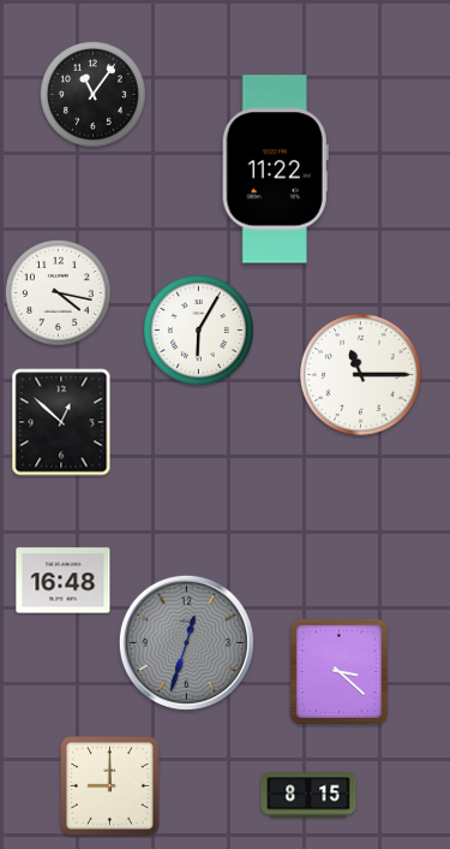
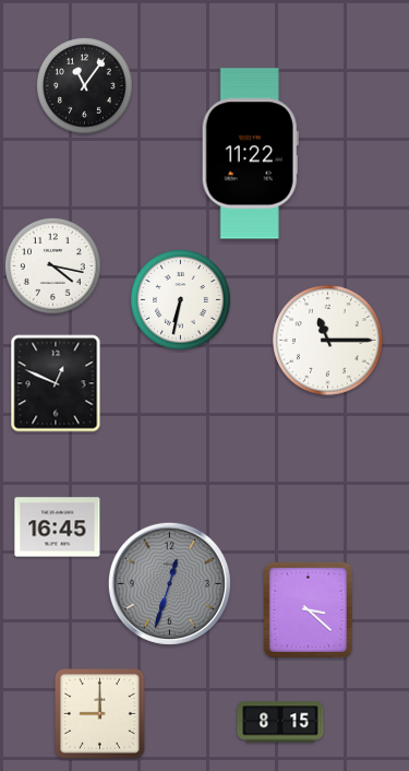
clock at (199, 331): 6:05 -> 6:32
clock at (61, 422): 12:52 -> 12:49
clock at (64, 581): 16:48 -> 16:45
